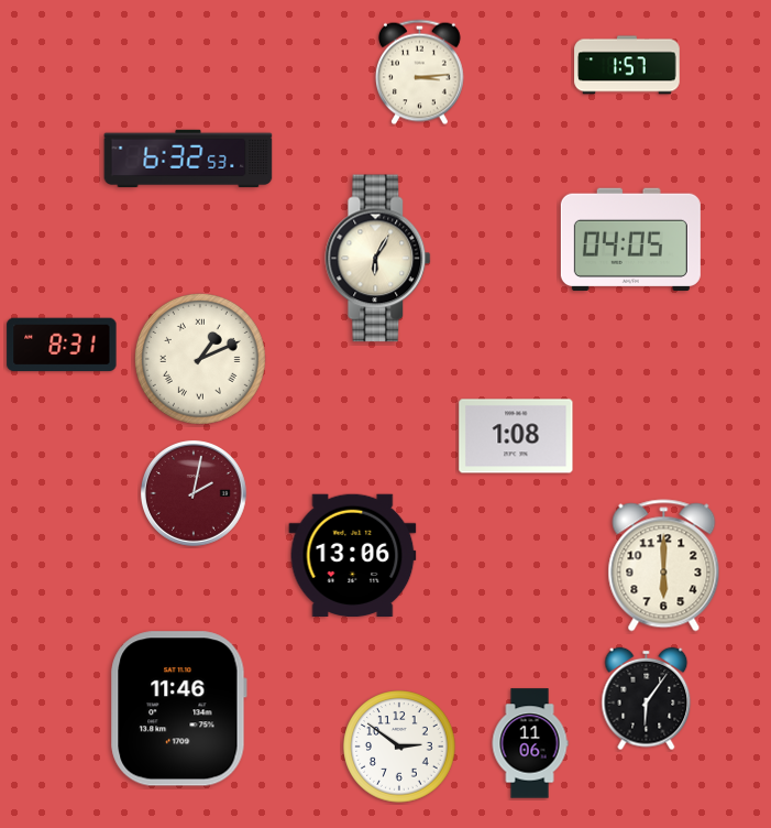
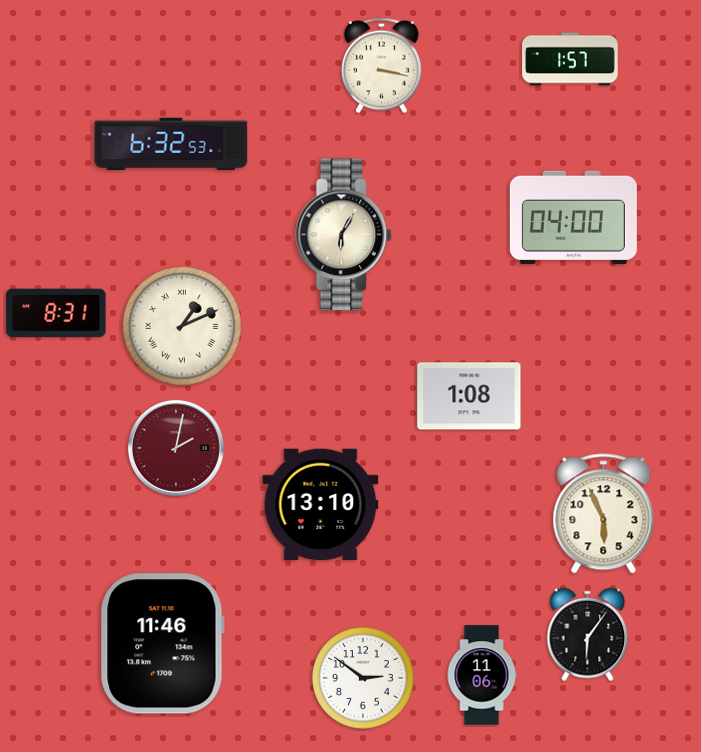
clock at (420, 73): 3:14 -> 3:17
clock at (630, 239): 04:05 -> 04:00
clock at (353, 556): 13:06 -> 13:10
clock at (664, 566): 6:00 -> 5:56
